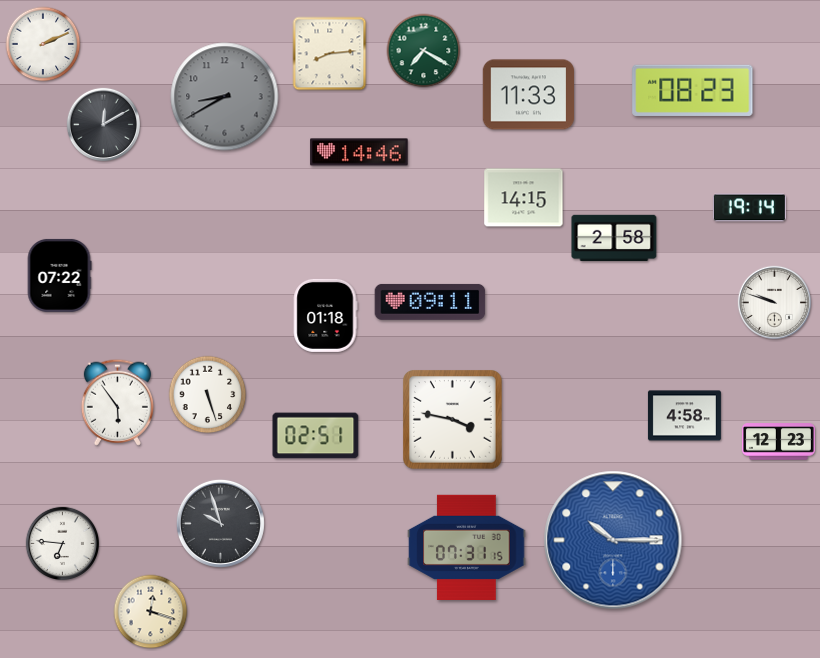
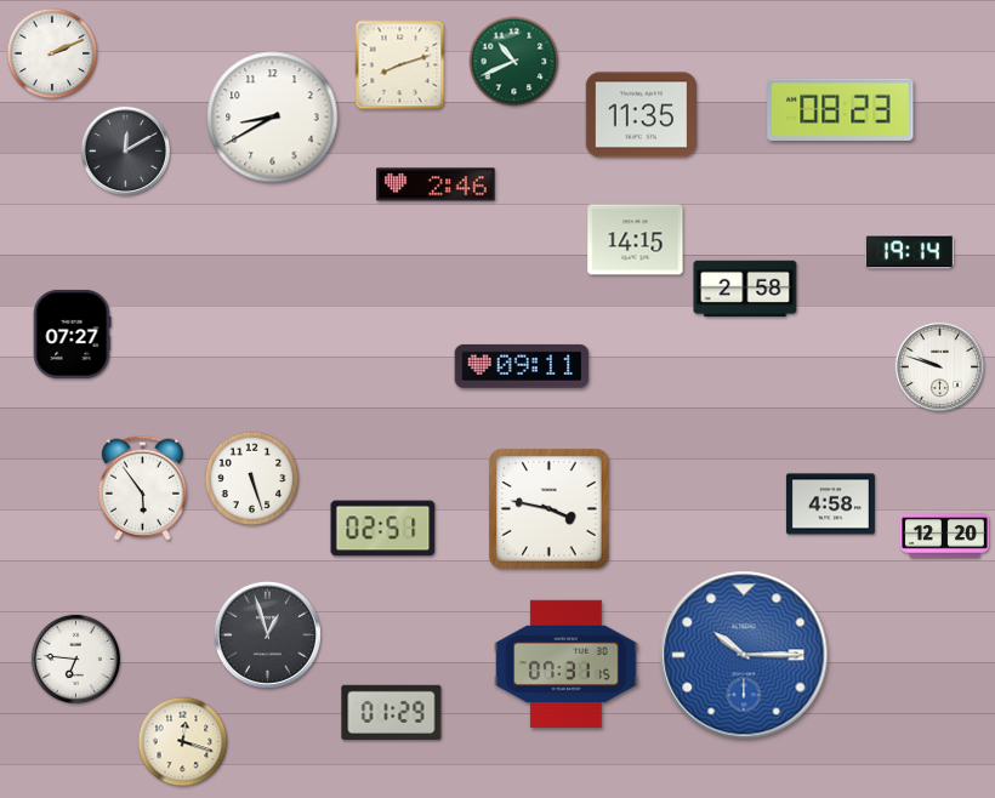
clock at (424, 51): 7:20 -> 10:41
clock at (330, 54): 8:14 -> 8:12
clock at (528, 95): 11:33 -> 11:35
clock at (225, 97) dial: grey -> white
clock at (359, 152): 14:46 -> 2:46
clock at (59, 275): 07:22 -> 07:27
clock at (325, 315): 01:18 -> none
clock at (778, 442): 12:23 -> 12:20
clock at (220, 523): 9:57 -> 12:57
clock at (392, 712): none -> 01:29
